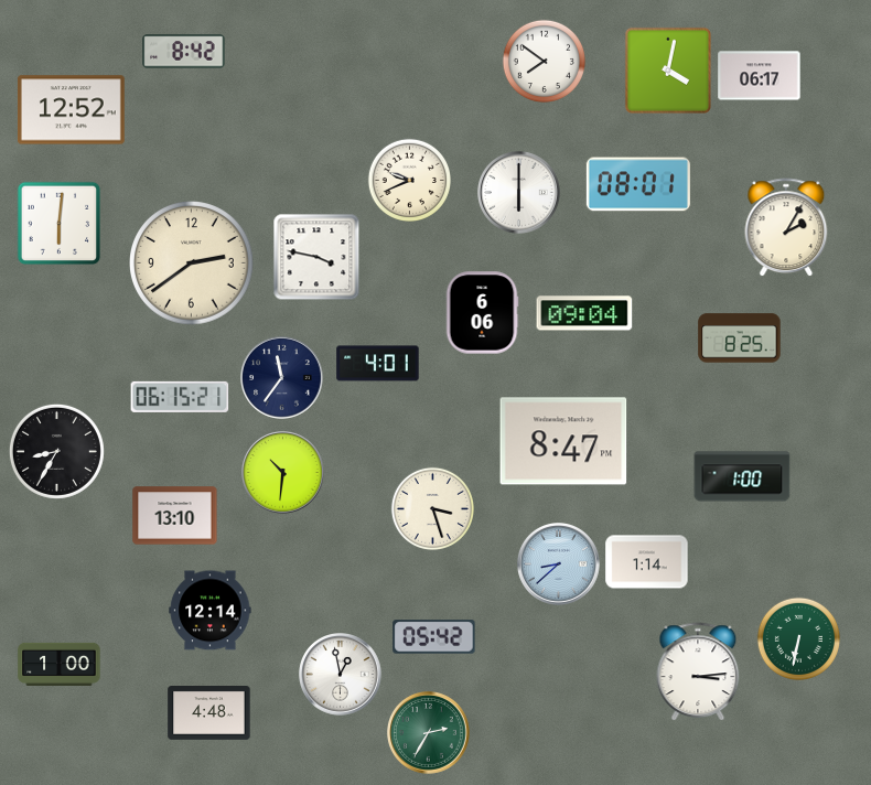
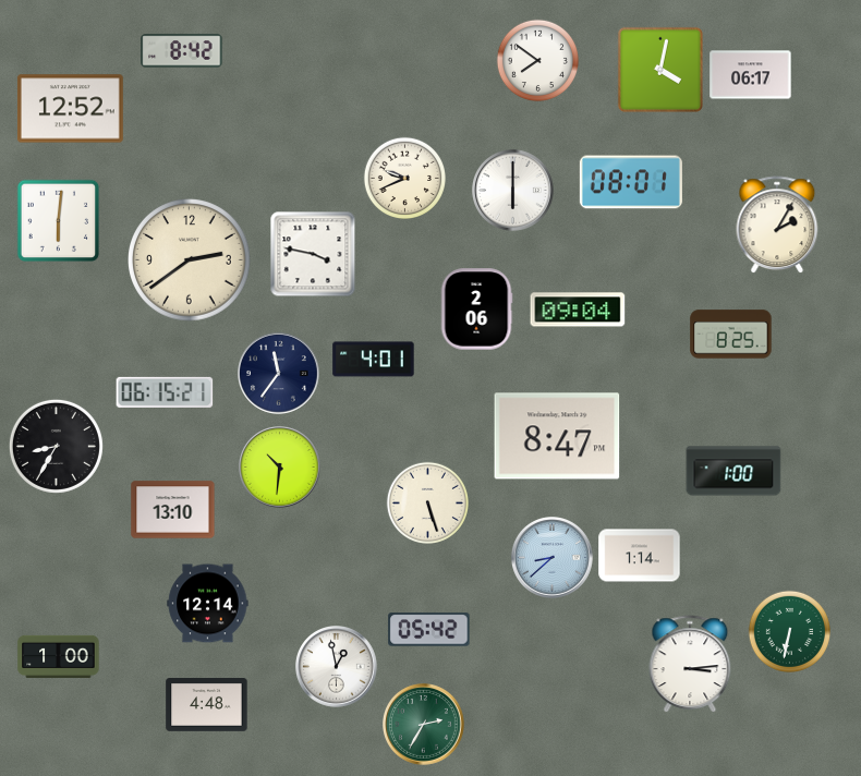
clock at (482, 313): 6:06 -> 2:06
clock at (180, 397) position: (180, 397) -> (165, 392)
clock at (432, 508): 3:27 -> 5:27
